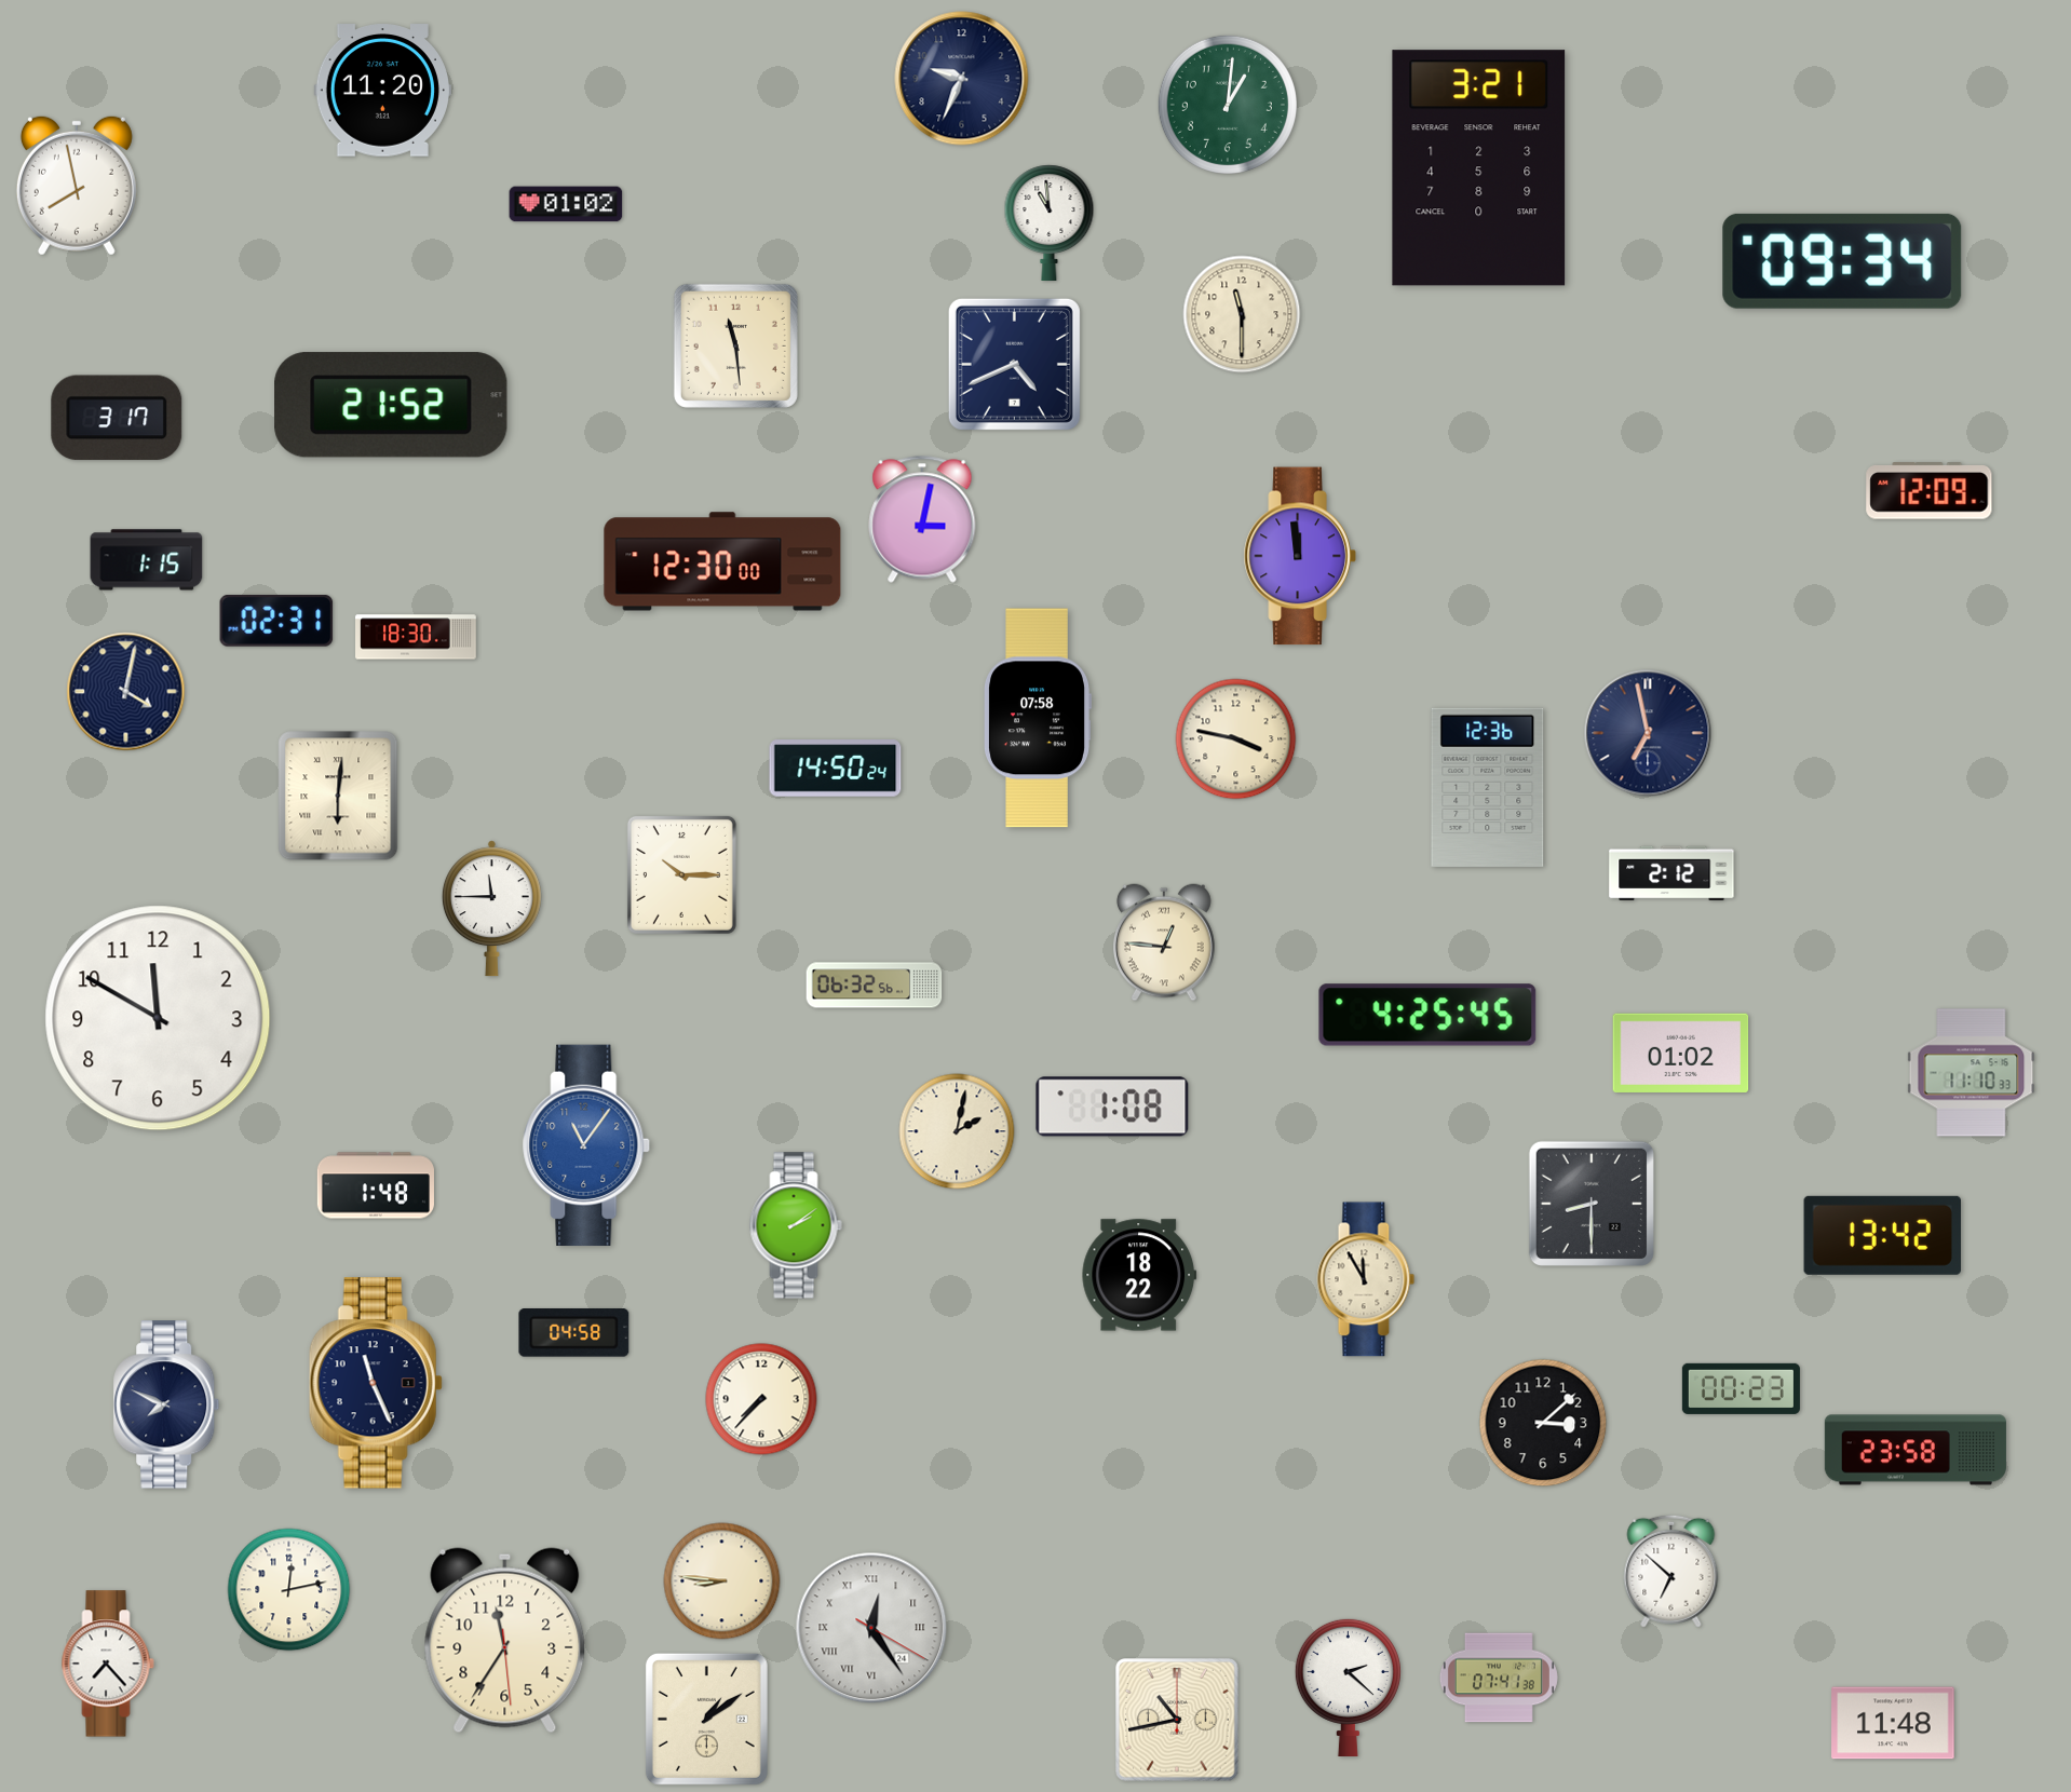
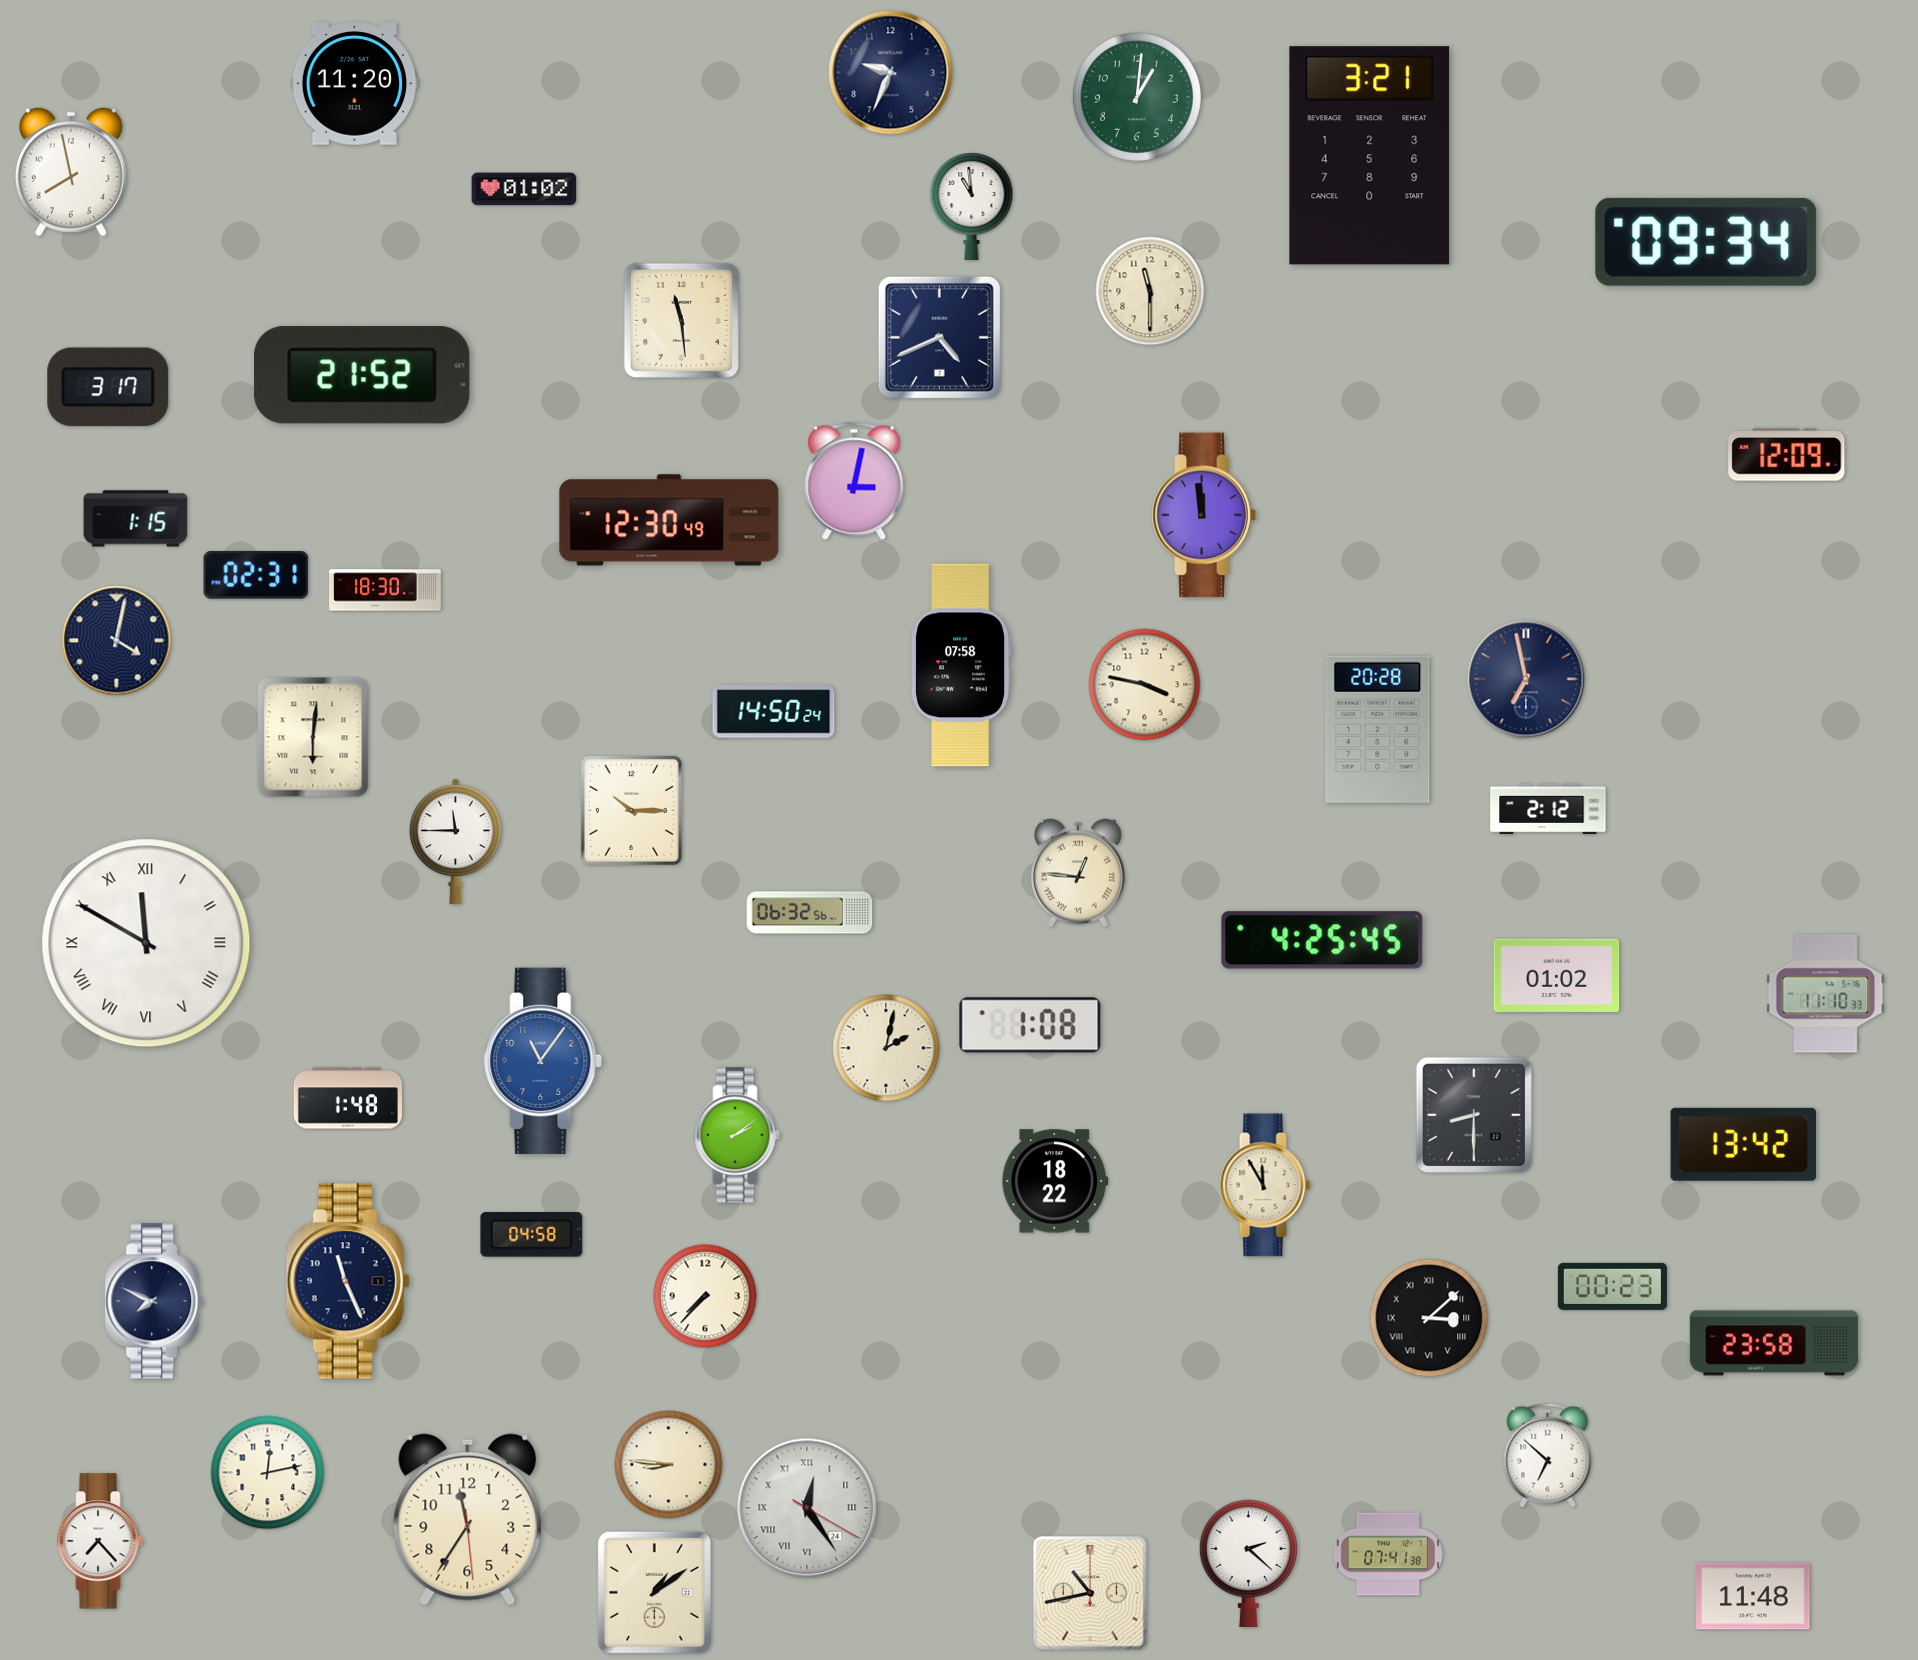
clock at (722, 561): 12:30:00 -> 12:30:49
clock at (1488, 787): 12:36 -> 20:28
clock at (158, 1018) numerals: Arabic -> Roman
clock at (1543, 1423) numerals: Arabic -> Roman
